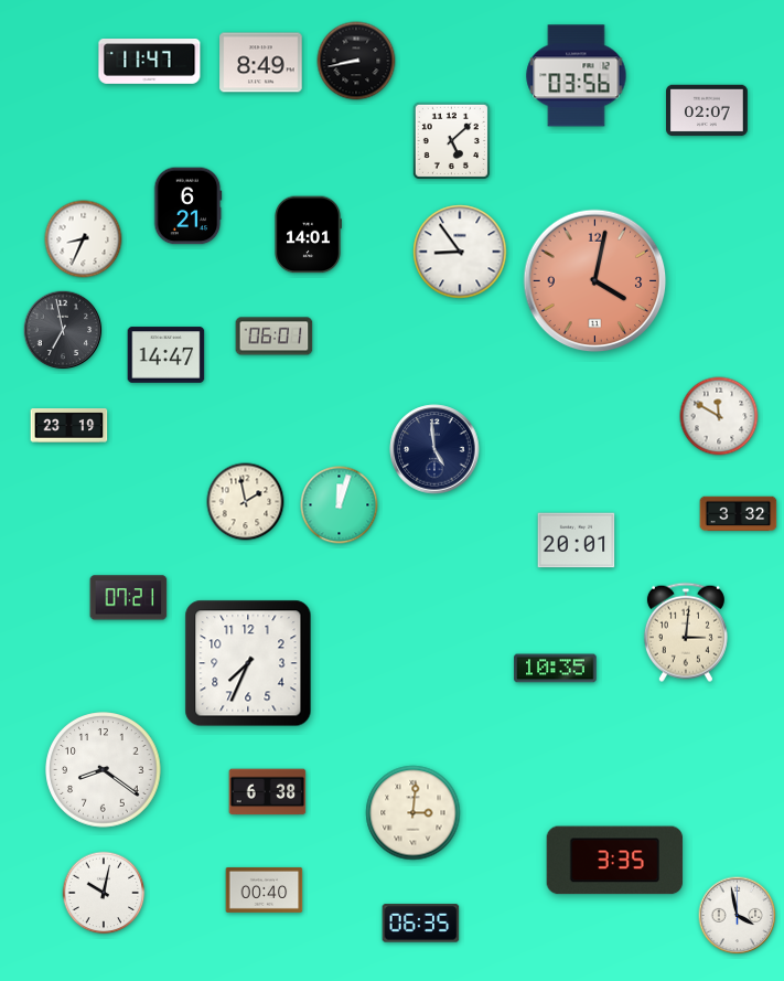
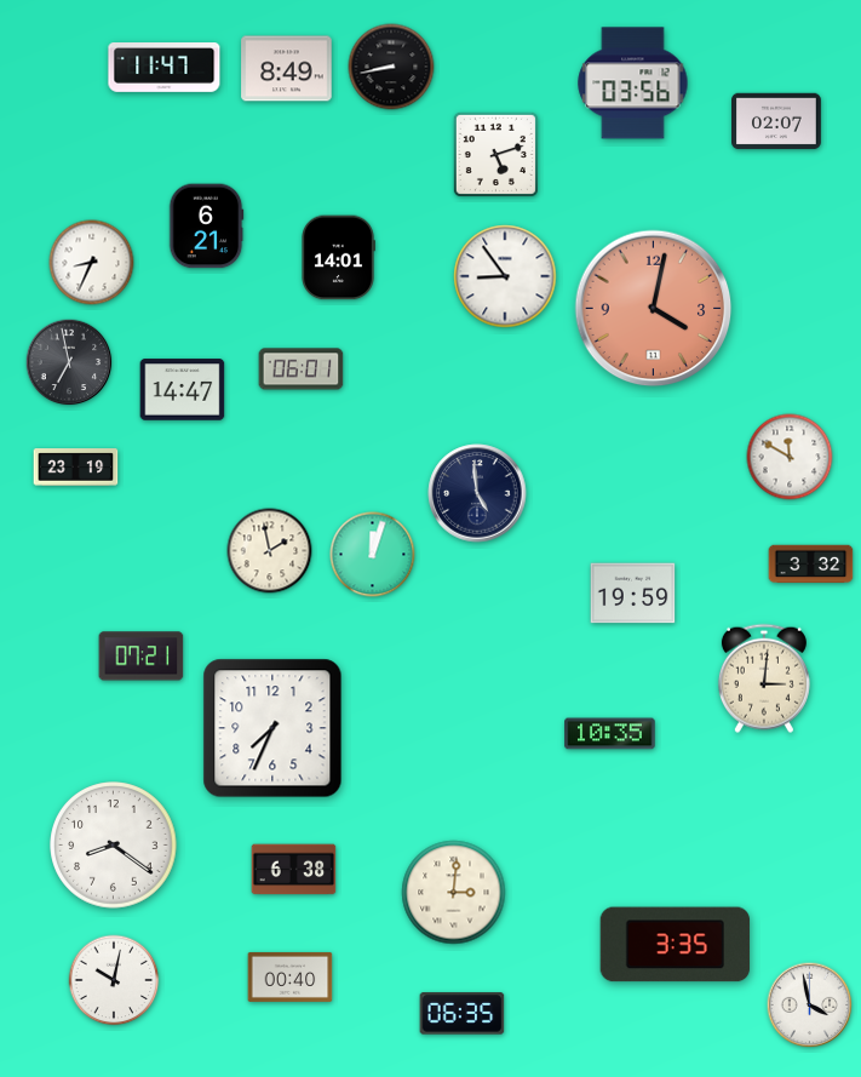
clock at (451, 140): 5:08 -> 5:12
clock at (577, 541): 20:01 -> 19:59
clock at (686, 632) position: (686, 632) -> (764, 678)
